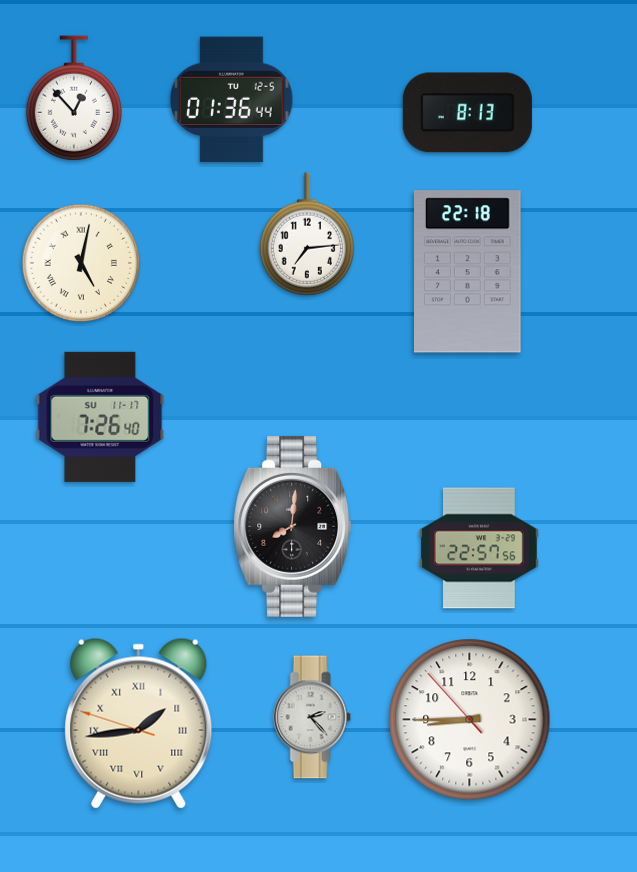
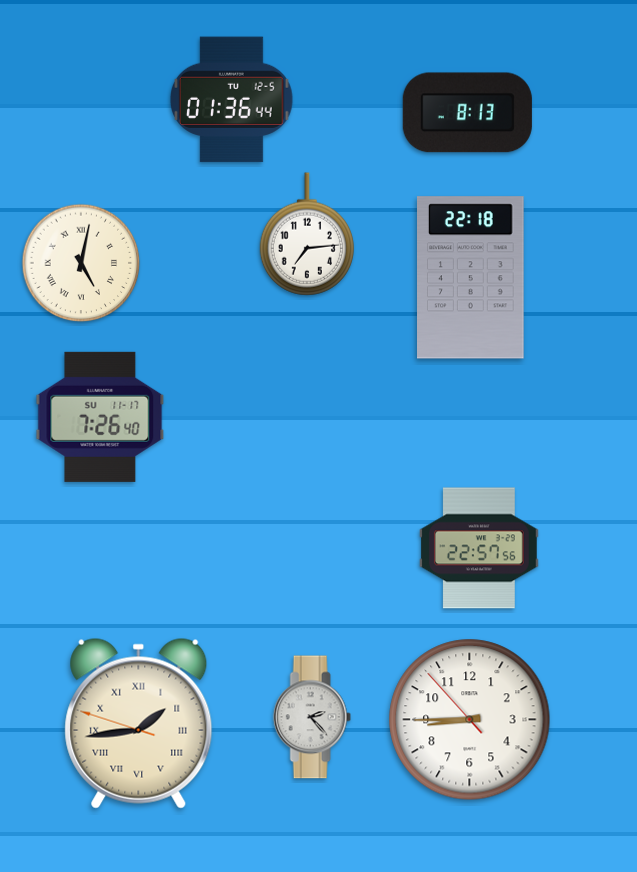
clock at (74, 98): 12:53 -> none
clock at (468, 272) position: (468, 272) -> (471, 278)
clock at (293, 526): 8:01 -> none
